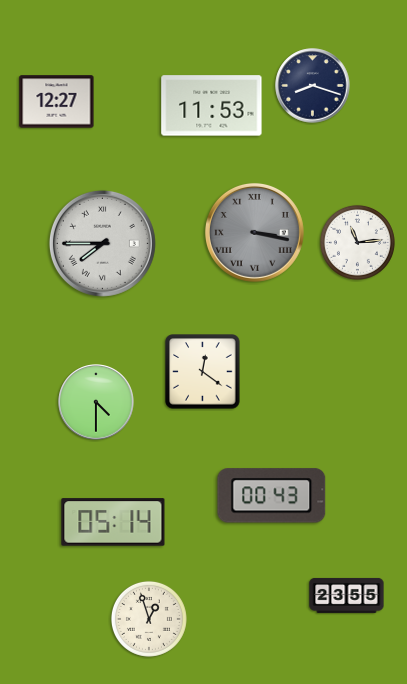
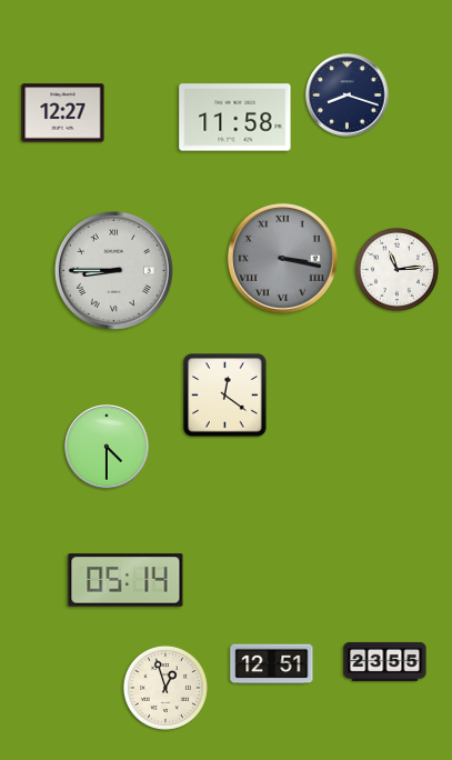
clock at (212, 106): 11:53 -> 11:58
clock at (102, 243): 7:45 -> 8:45
clock at (203, 372) position: (203, 372) -> (225, 396)
clock at (272, 496): 00:43 -> none
clock at (272, 664): none -> 12:51
